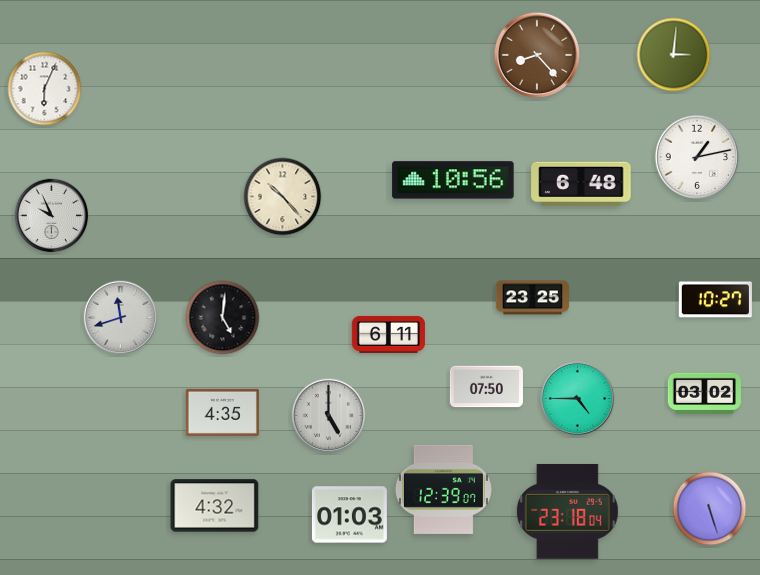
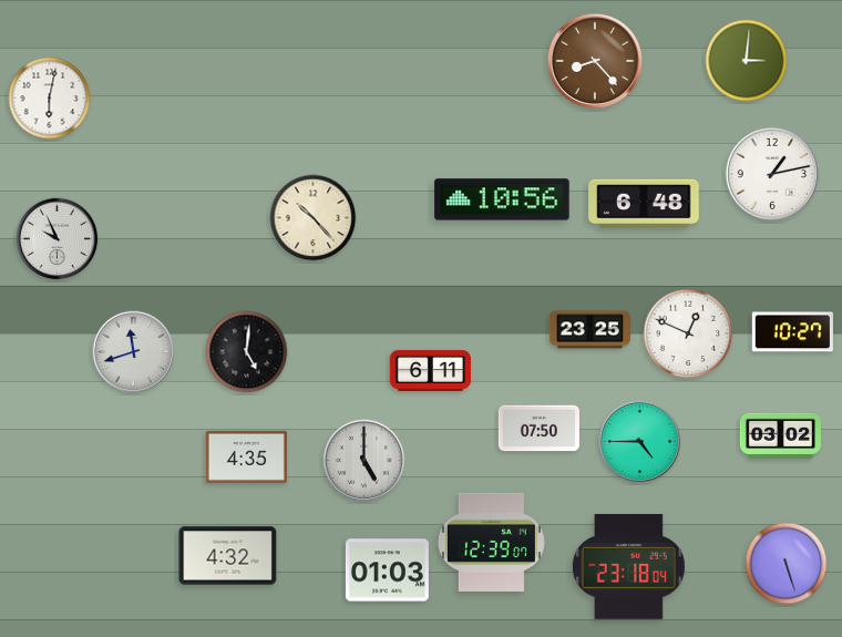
clock at (45, 89): 6:04 -> 6:02
clock at (688, 333): none -> 12:49
clock at (215, 506) position: (215, 506) -> (228, 556)
